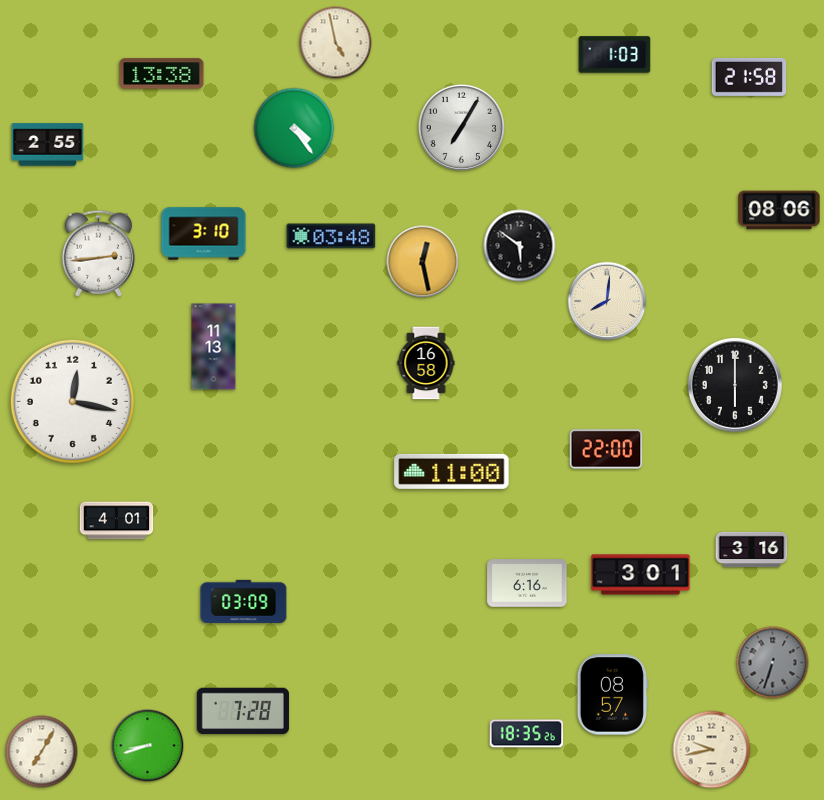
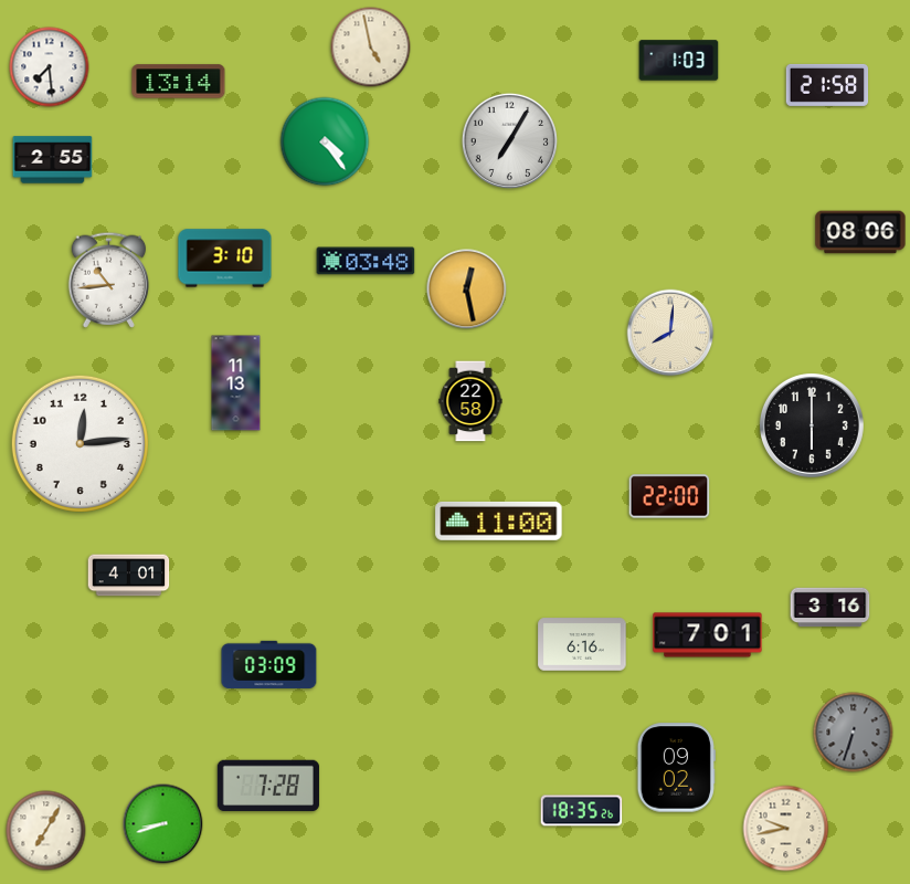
clock at (50, 67): none -> 7:29
clock at (162, 74): 13:38 -> 13:14
clock at (520, 246): 5:51 -> none
clock at (99, 253): 2:44 -> 10:44
clock at (426, 363): 16:58 -> 22:58
clock at (72, 401): 12:17 -> 12:14
clock at (641, 575): 3:01 -> 7:01
clock at (612, 695): 08:57 -> 09:02
